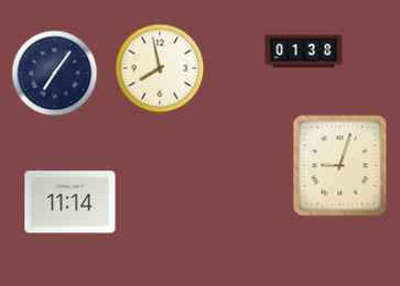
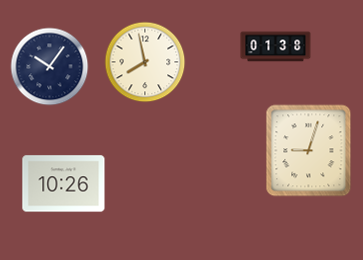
clock at (55, 74): 7:06 -> 10:06
clock at (71, 202): 11:14 -> 10:26
